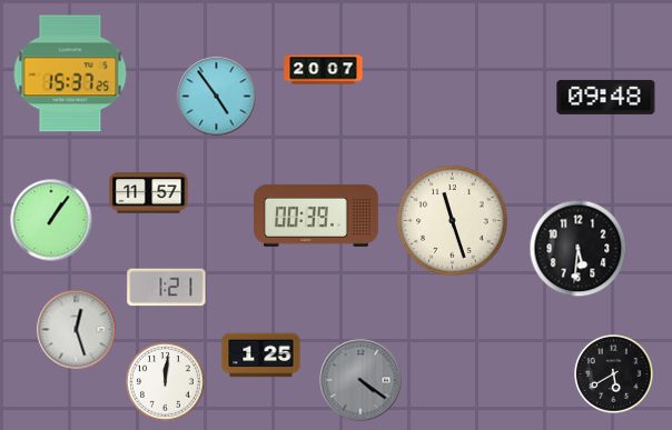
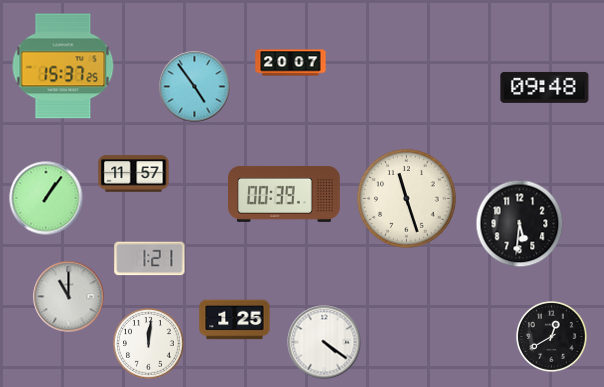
clock at (77, 330): 12:27 -> 11:00
clock at (614, 374): 5:40 -> 12:40
clock at (360, 380) dial: grey -> white
